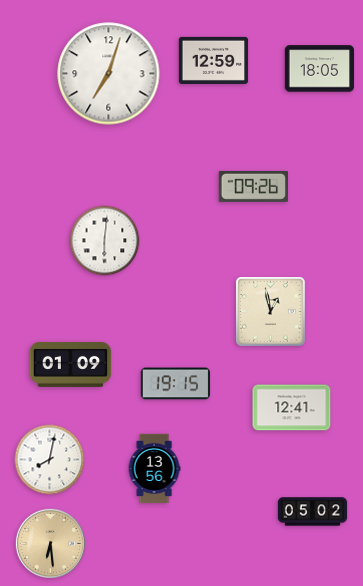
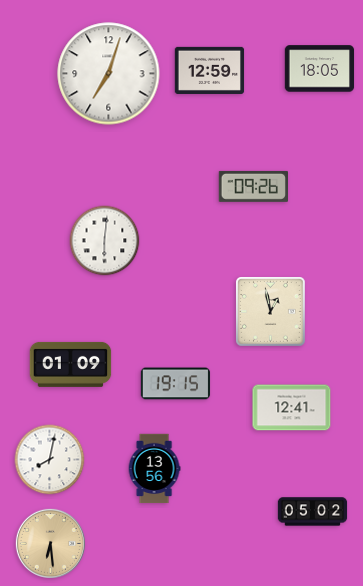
clock at (214, 60) position: (214, 60) -> (210, 70)
